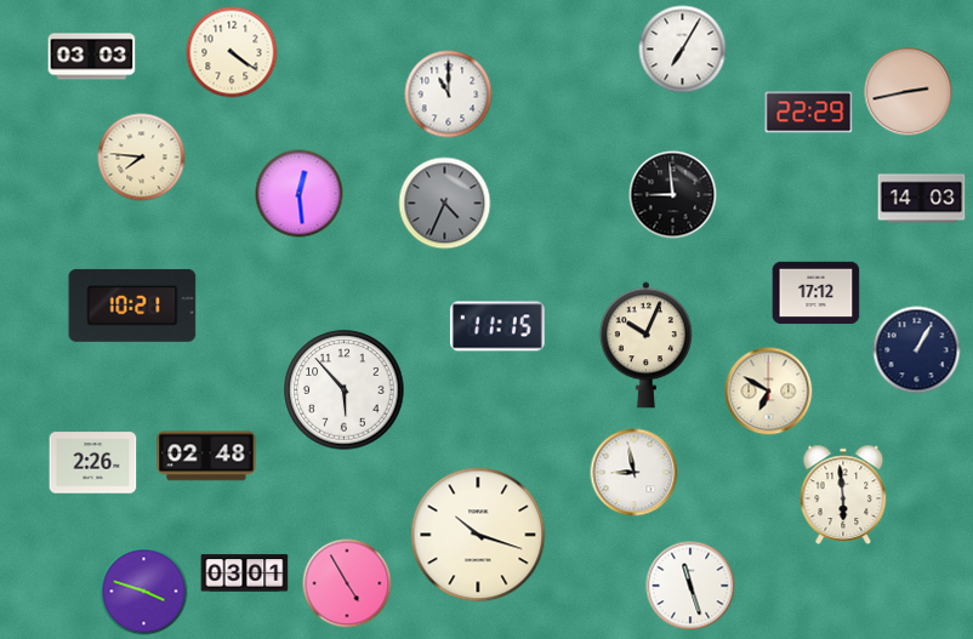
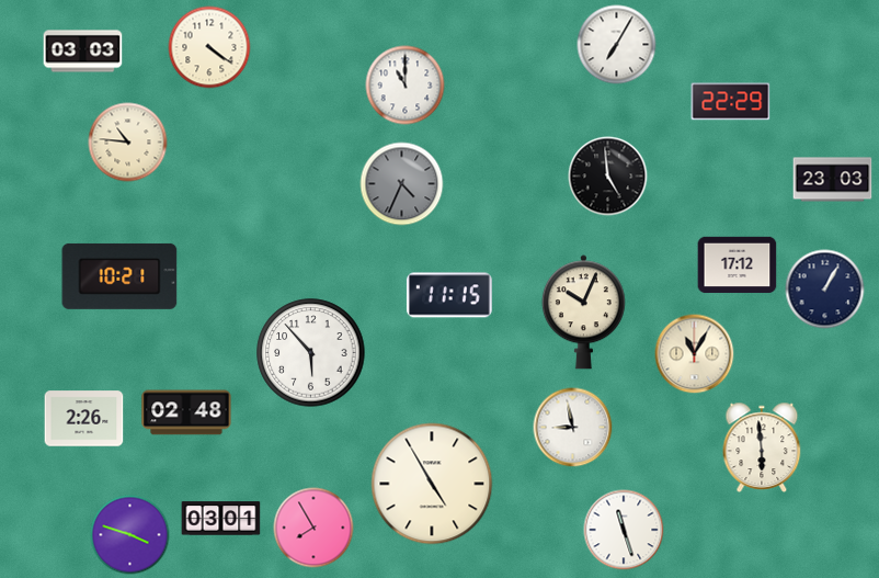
clock at (909, 92): 2:43 -> none
clock at (142, 158): 7:46 -> 10:46
clock at (300, 194): 12:29 -> none
clock at (673, 195): 8:59 -> 4:59
clock at (922, 199): 14:03 -> 23:03
clock at (917, 350) position: (917, 350) -> (825, 290)
clock at (769, 392): 6:50 -> 11:05
clock at (478, 535): 10:18 -> 4:55
clock at (347, 583): 4:55 -> 7:55
